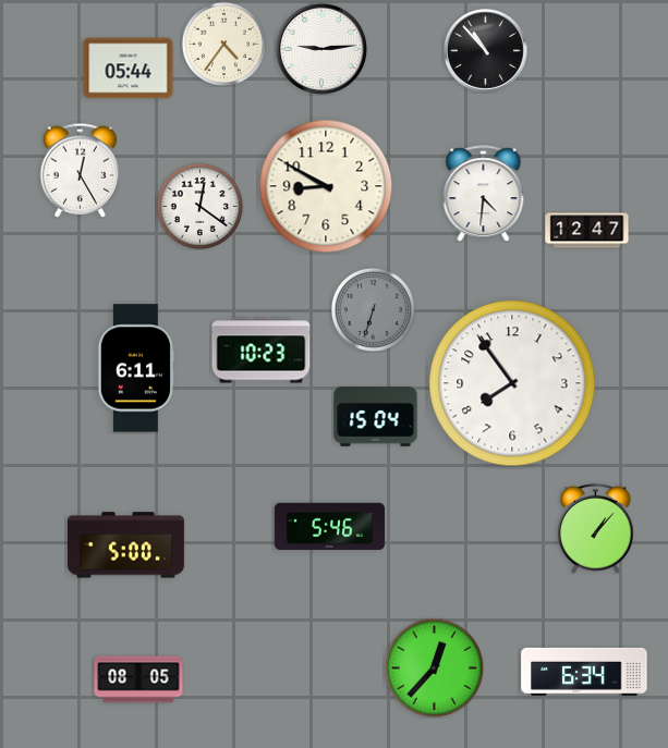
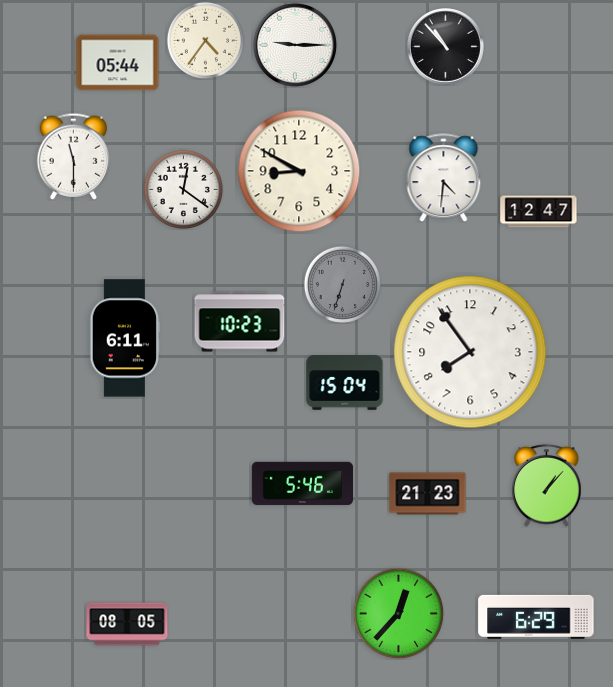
clock at (321, 49): 9:14 -> 9:15
clock at (81, 170): 12:25 -> 11:30
clock at (428, 494): none -> 21:23
clock at (125, 545): 5:00 -> none
clock at (584, 672): 6:34 -> 6:29
